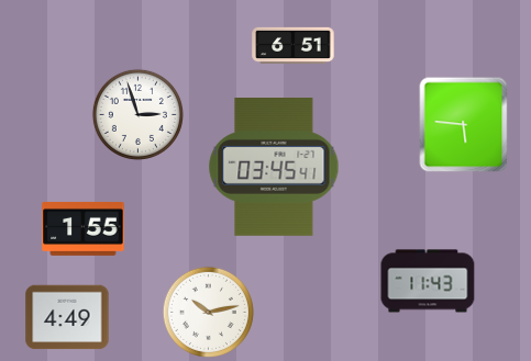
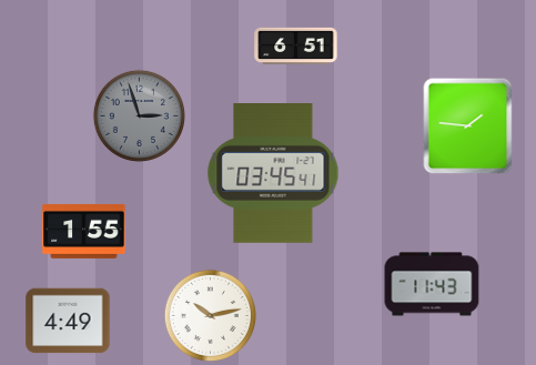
clock at (137, 114) dial: white -> grey
clock at (464, 125): 5:46 -> 1:46
clock at (274, 168) position: (274, 168) -> (273, 174)
